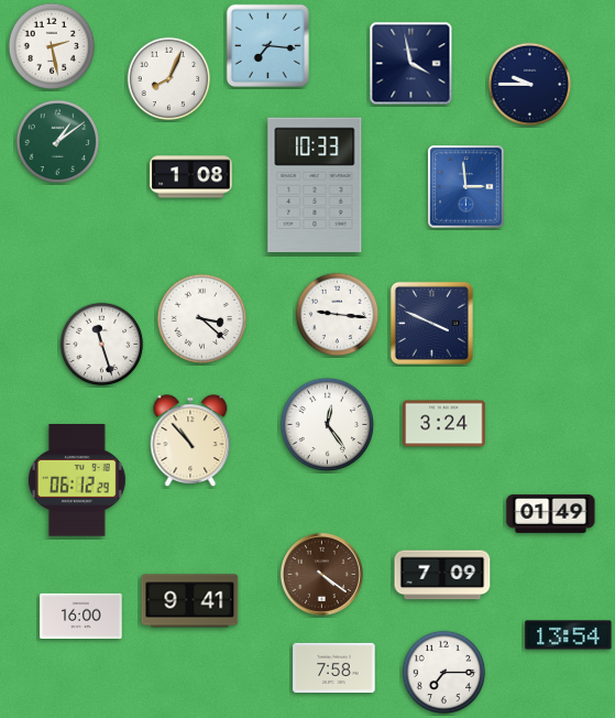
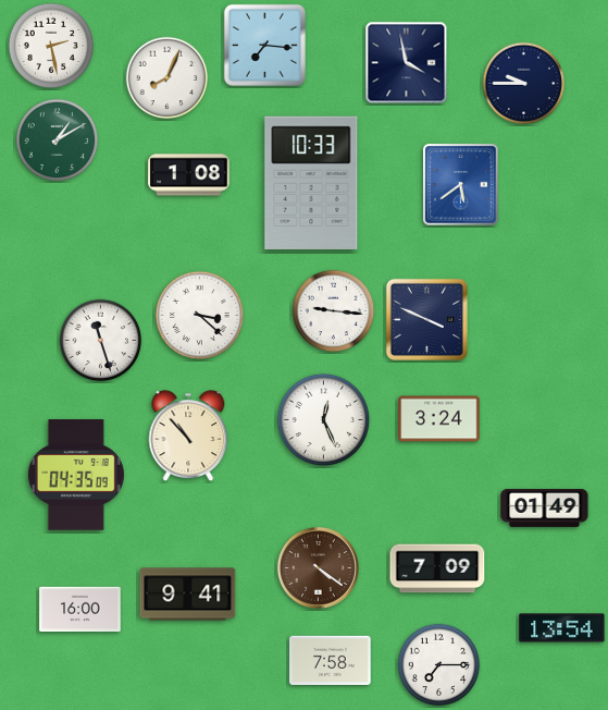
clock at (58, 142): 1:09 -> 1:10
clock at (466, 187): 2:59 -> 5:39
clock at (328, 425): 12:24 -> 12:26
clock at (77, 480): 06:12 -> 04:35
